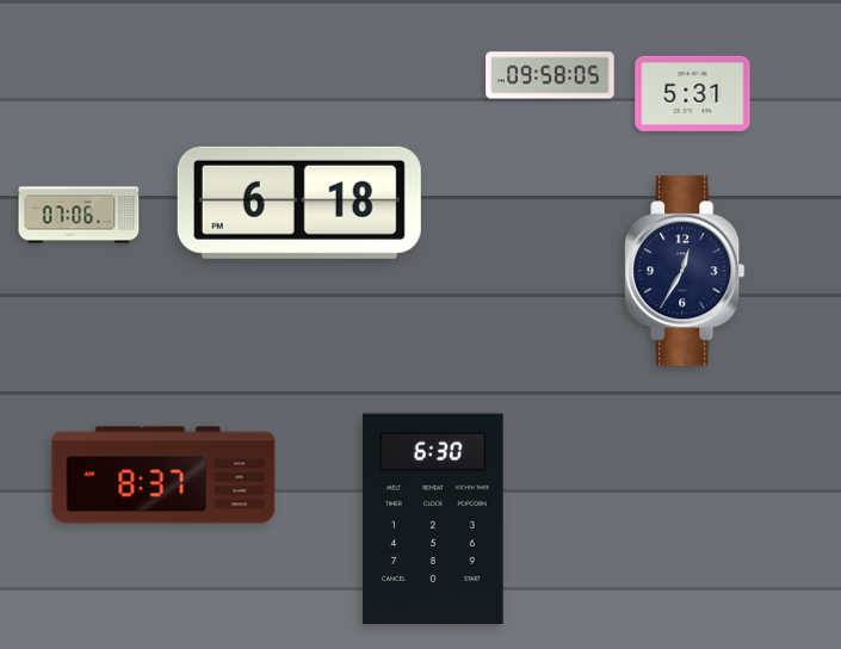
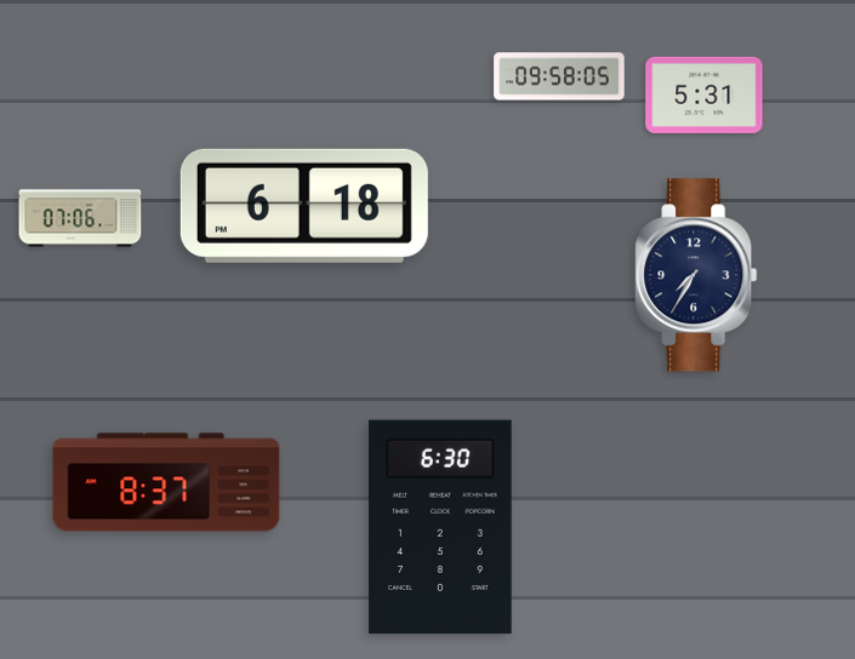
clock at (685, 271): 12:35 -> 7:35
